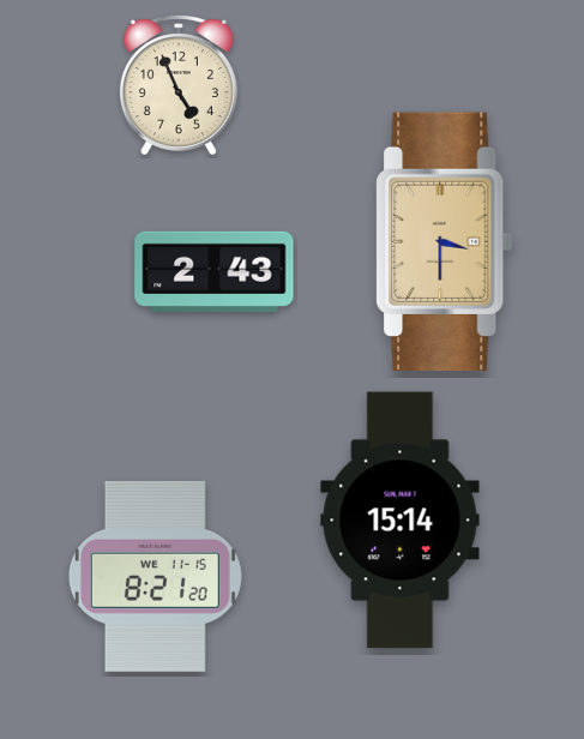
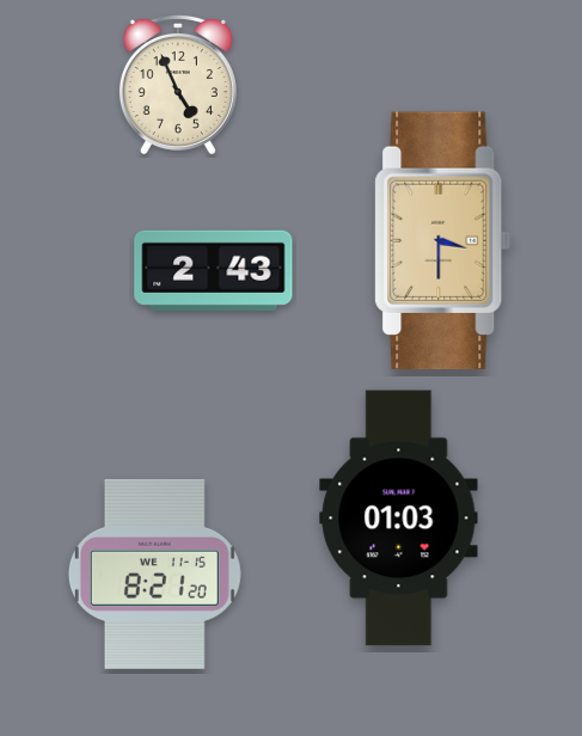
clock at (401, 521): 15:14 -> 01:03
